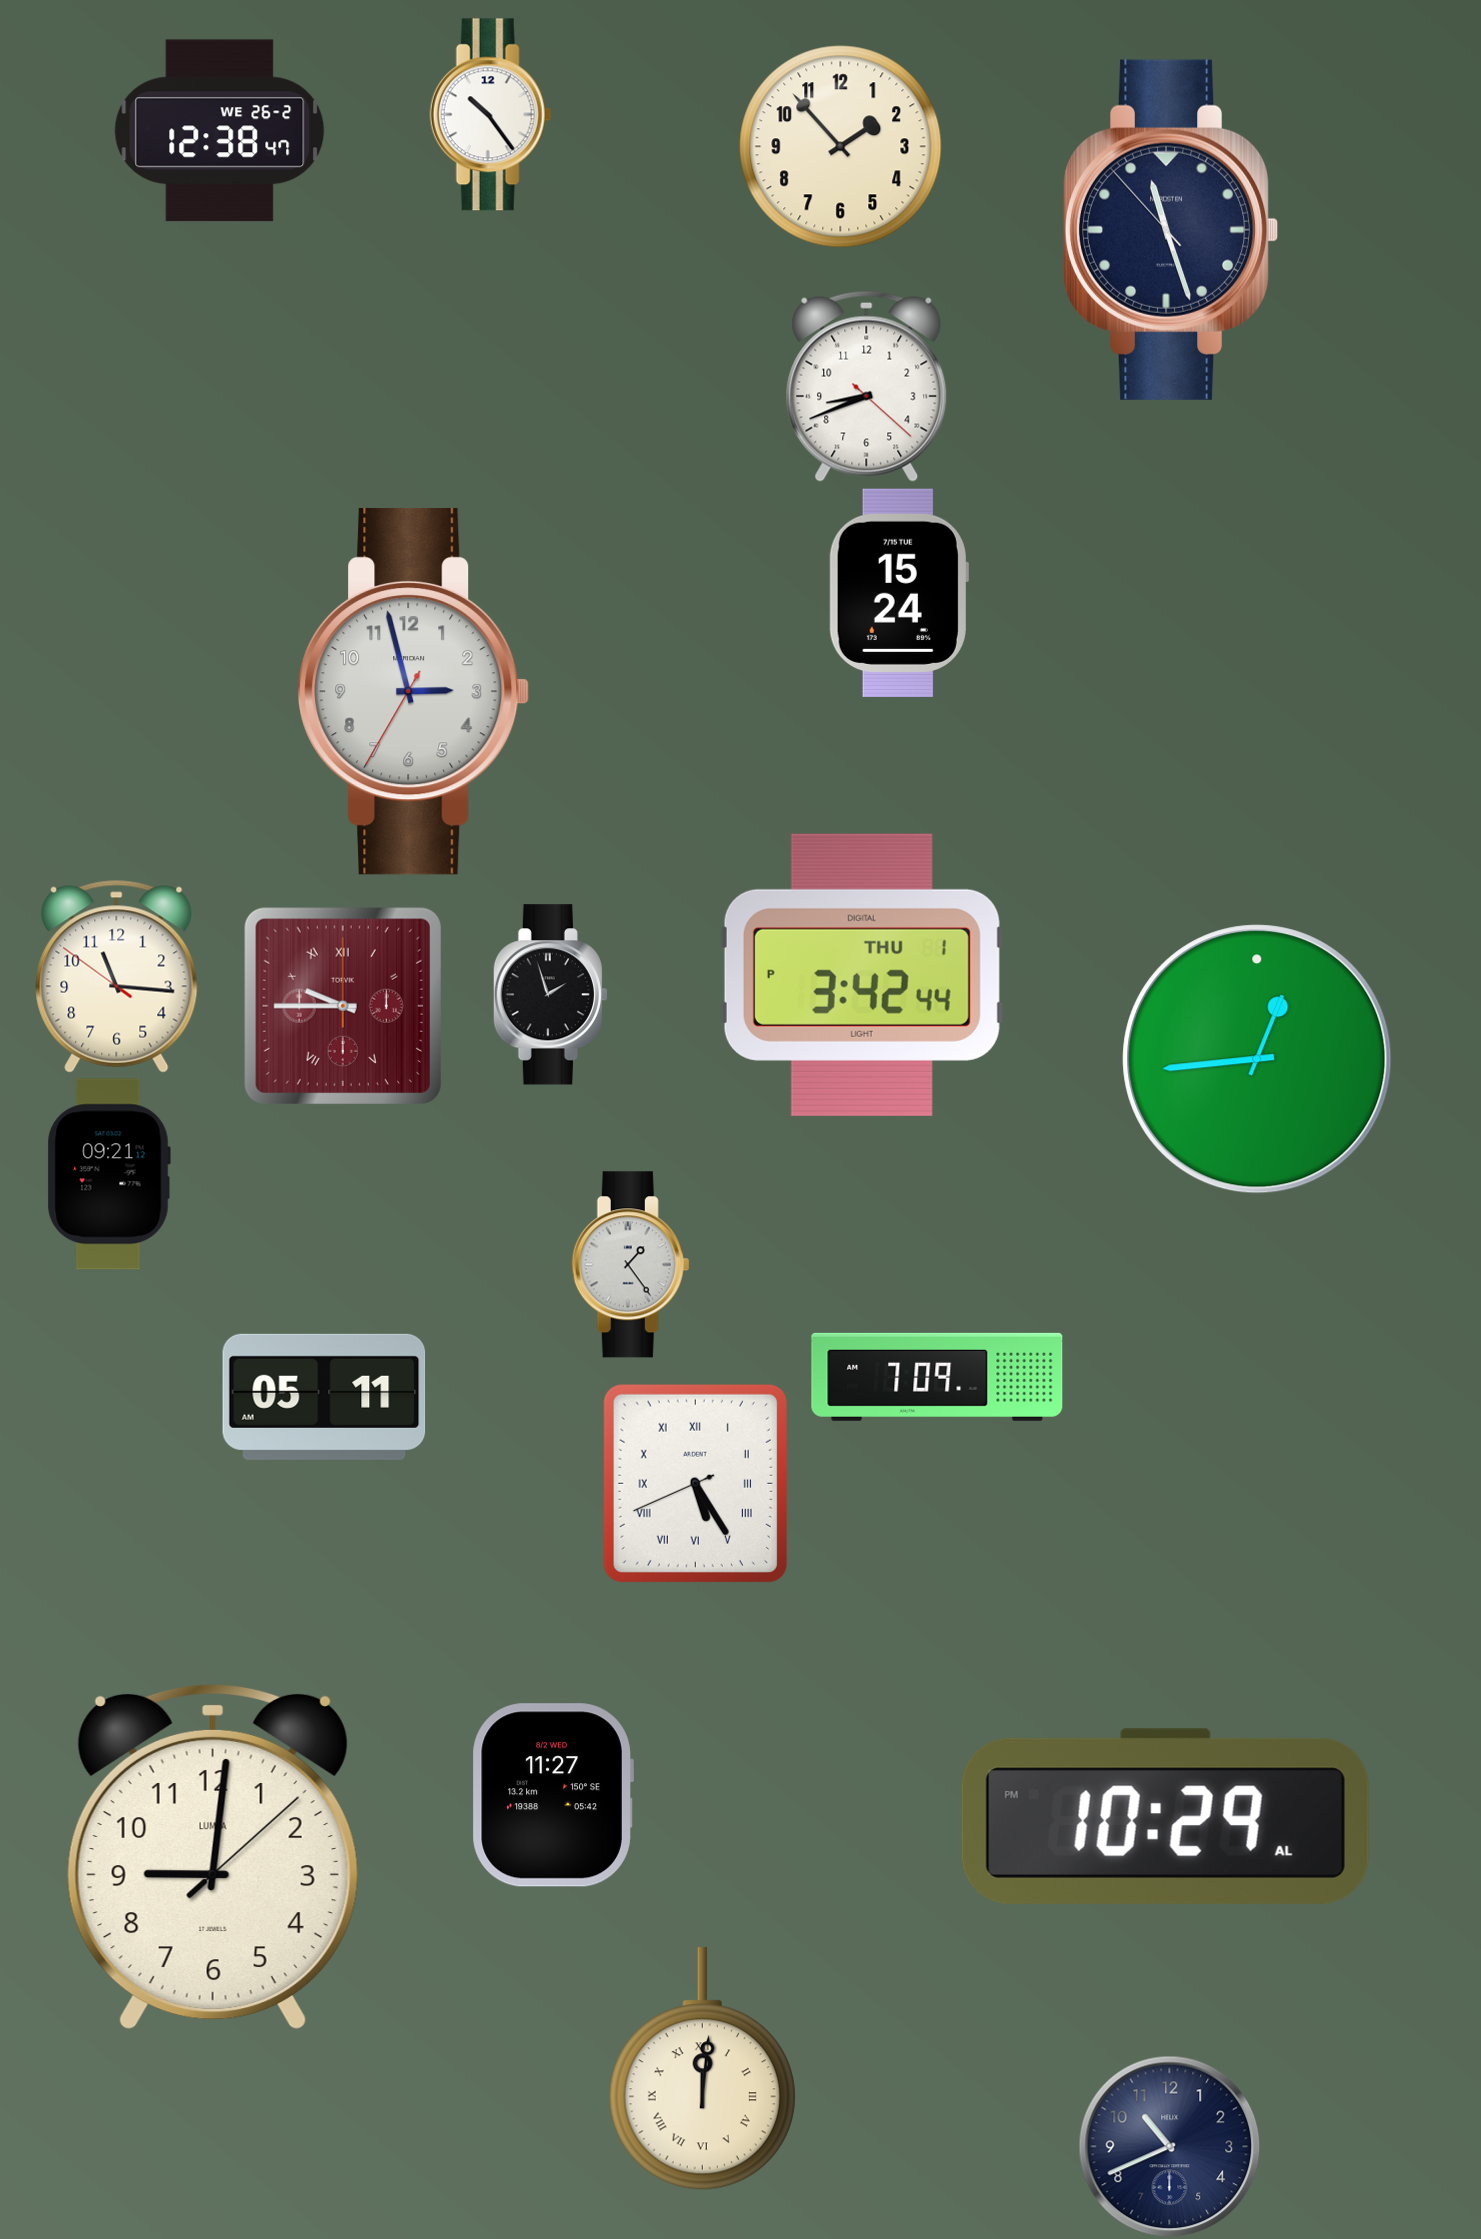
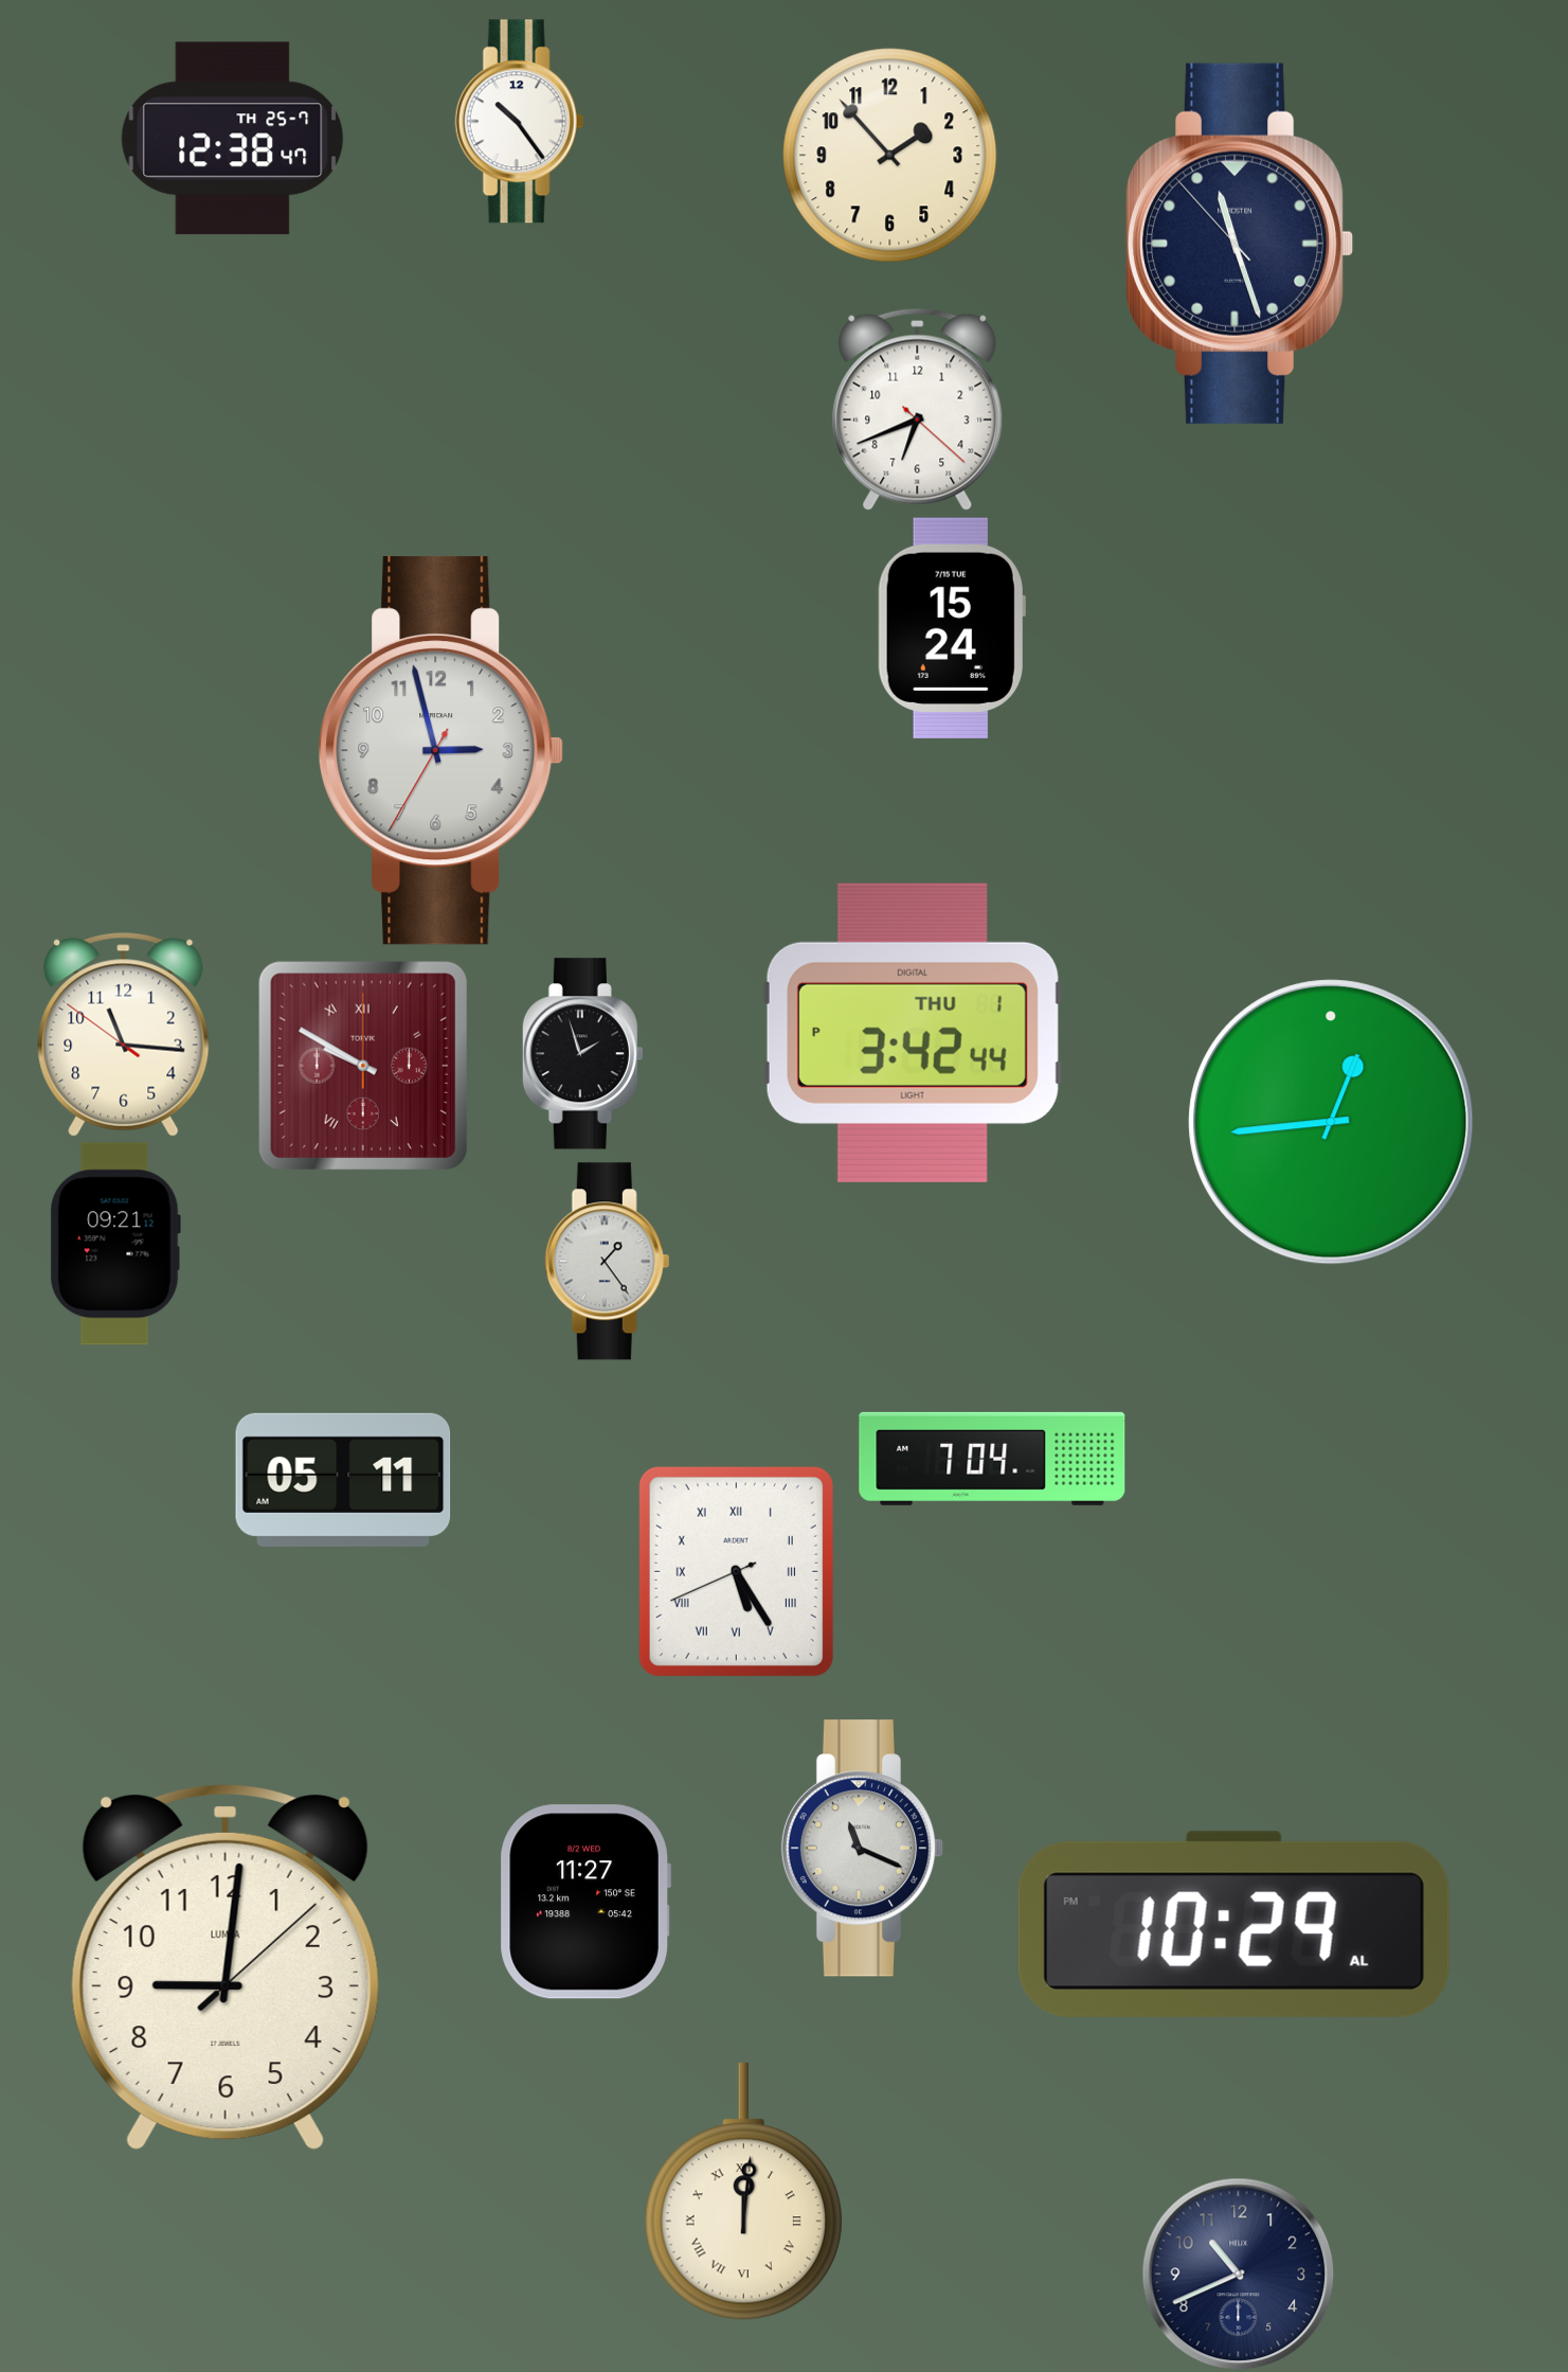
clock at (220, 131) date: WE 26-2 -> TH 25-7
clock at (867, 386): 8:41 -> 6:41
clock at (414, 691) position: (414, 691) -> (441, 750)
clock at (343, 1006): 9:45 -> 9:50
clock at (631, 1265) position: (631, 1265) -> (608, 1262)
clock at (937, 1377): 7:09 -> 7:04
clock at (863, 1849): none -> 11:19
